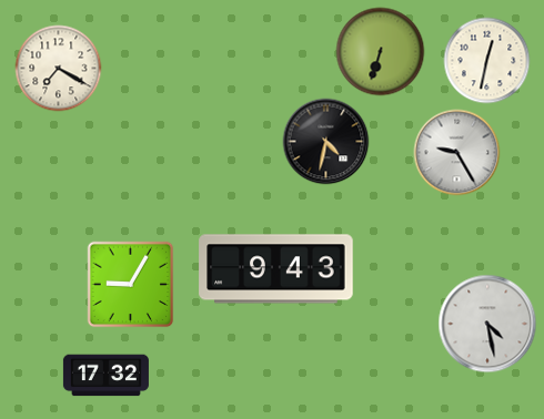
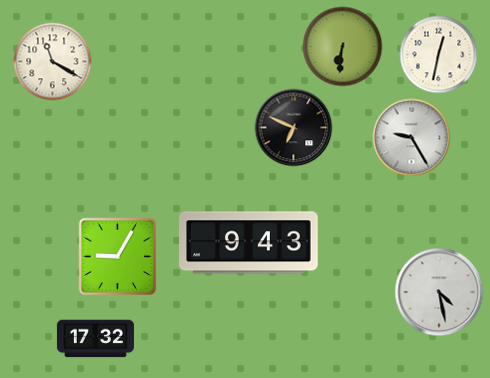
clock at (380, 51): 6:33 -> 6:31
clock at (58, 68): 7:20 -> 11:20
clock at (325, 141): 4:32 -> 6:49
